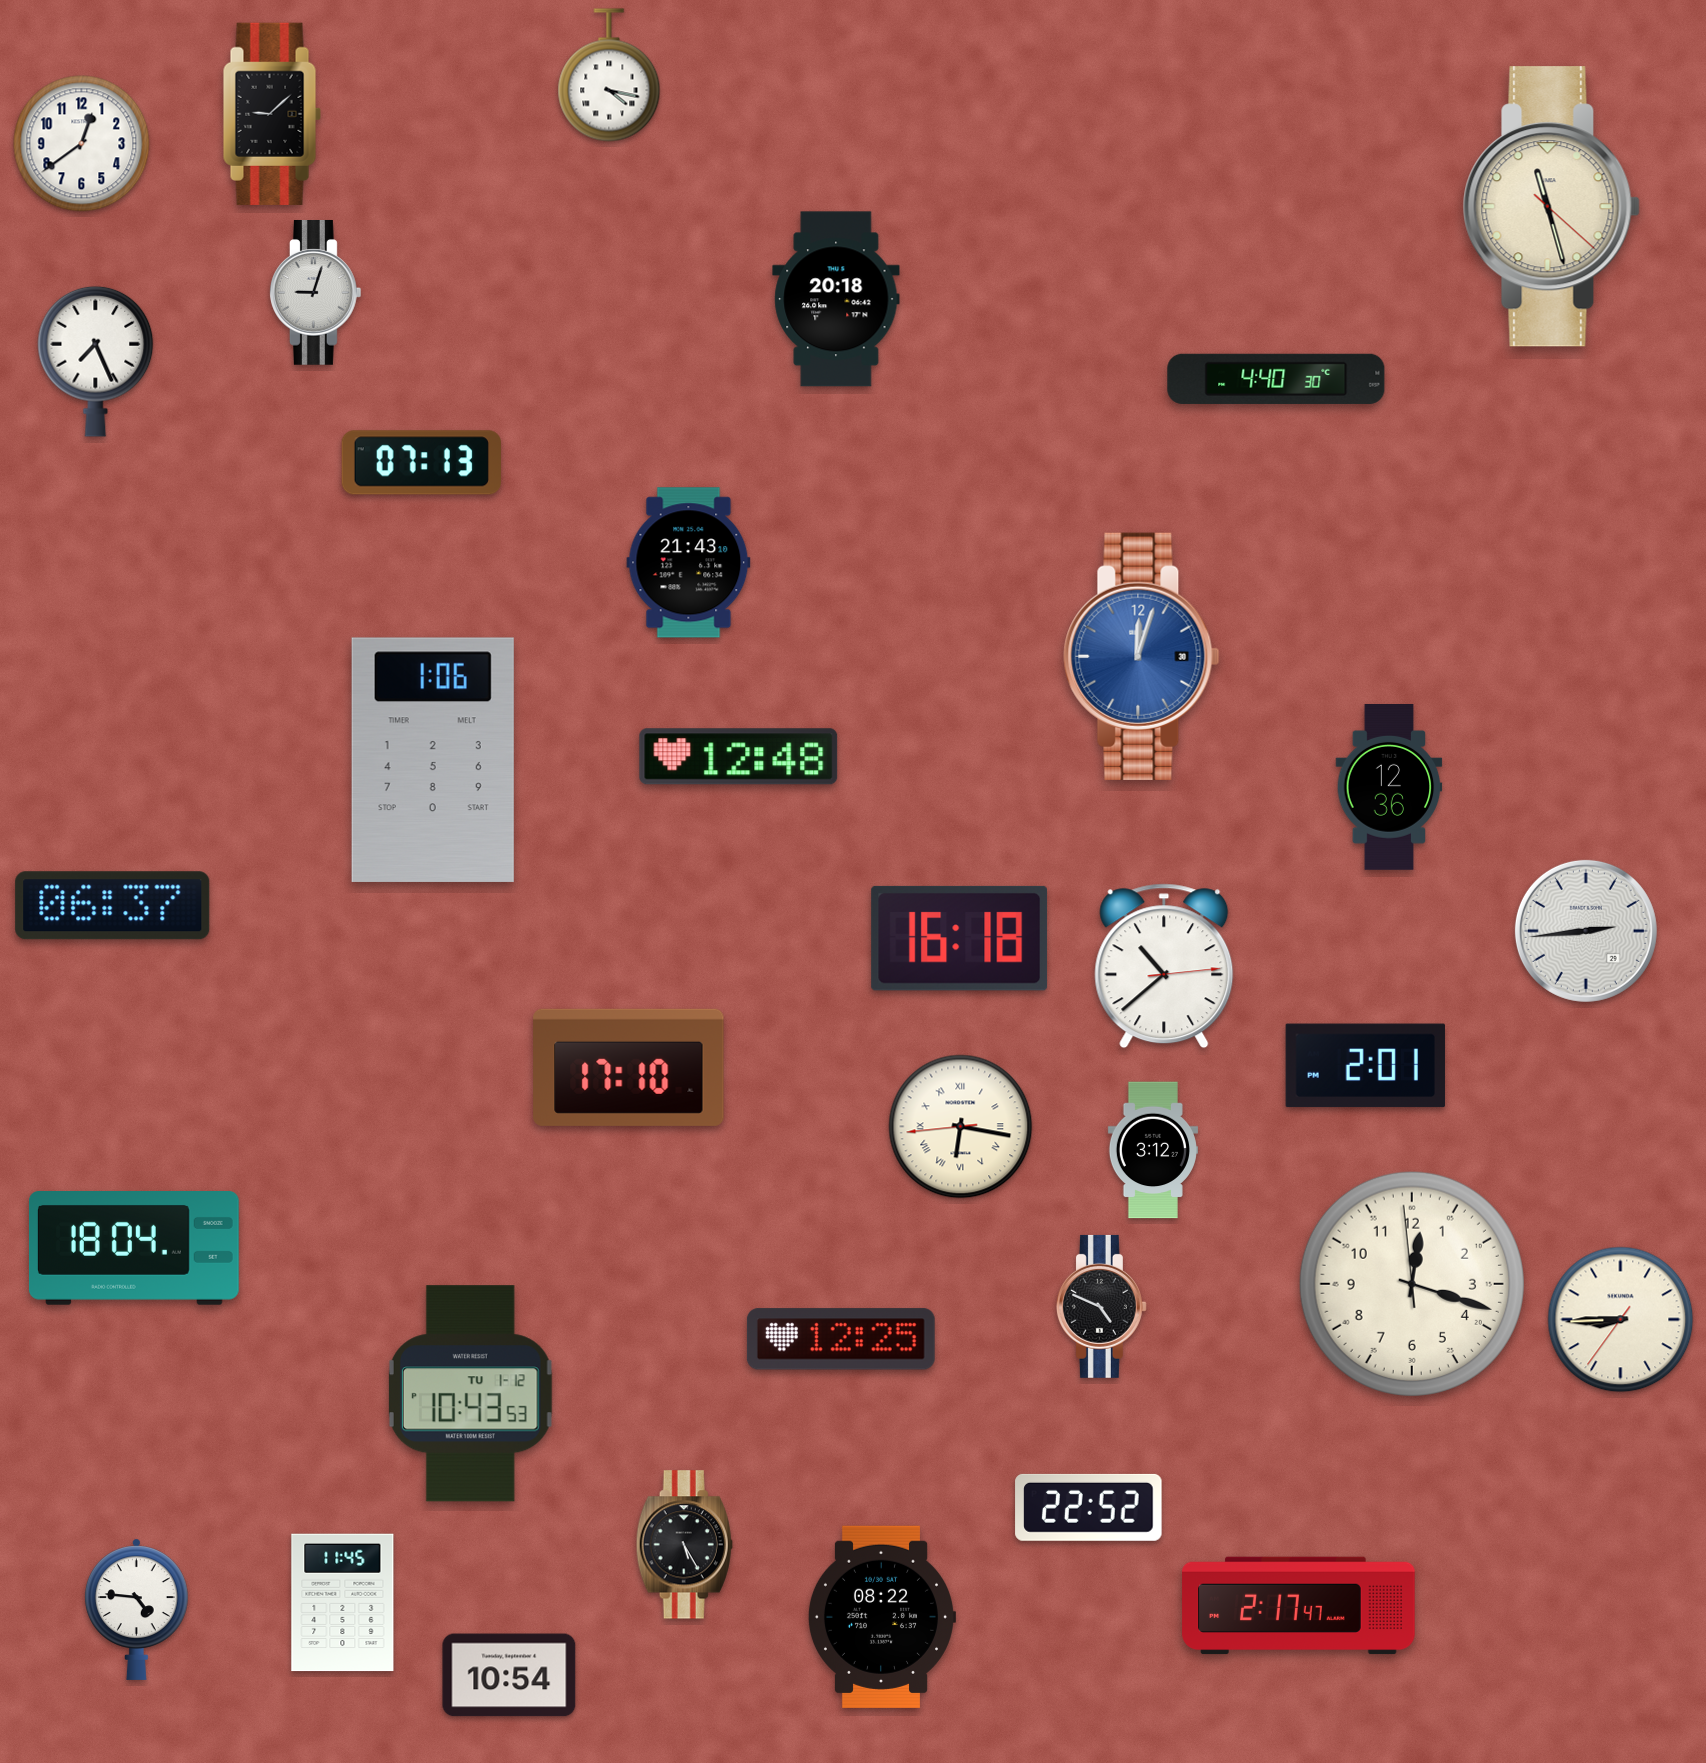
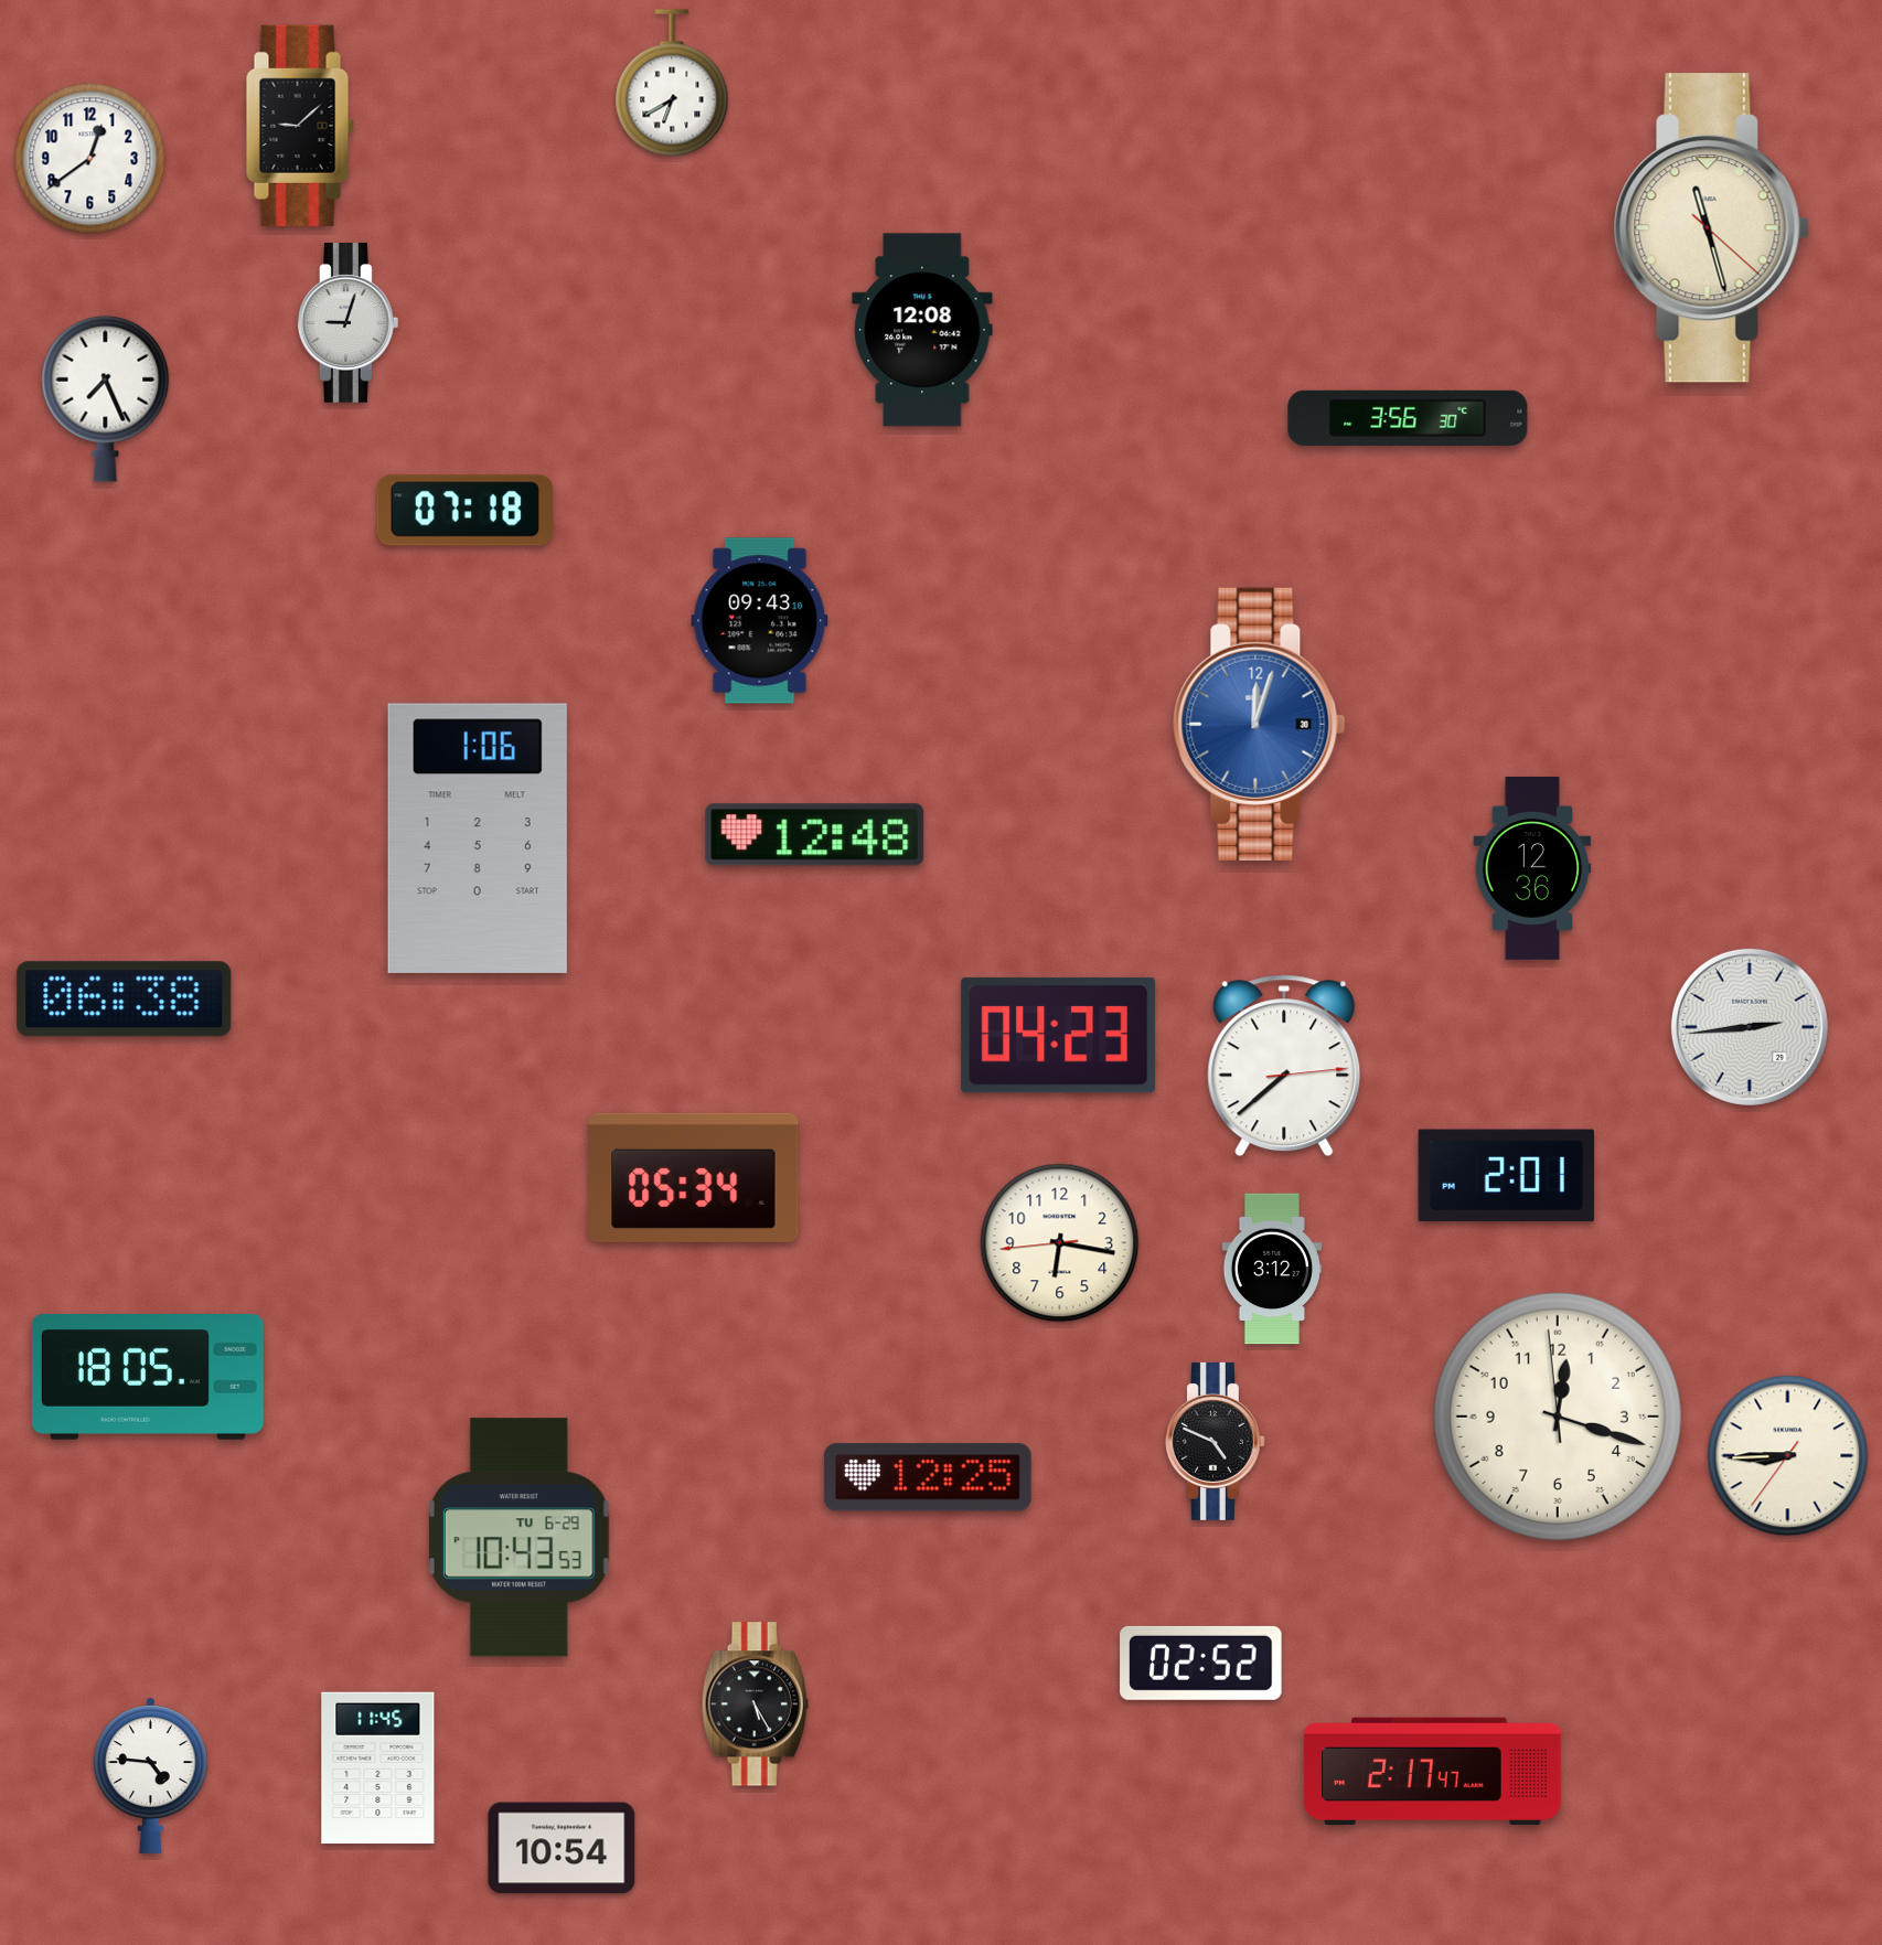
clock at (609, 75): 4:17 -> 6:40
clock at (836, 299): 20:18 -> 12:08
clock at (1276, 379): 4:40 -> 3:56
clock at (421, 463): 07:13 -> 07:18
clock at (689, 563): 21:43 -> 09:43
clock at (113, 906): 06:37 -> 06:38
clock at (960, 938): 16:18 -> 04:23
clock at (1164, 966): 10:38 -> 7:38
clock at (629, 1067): 17:10 -> 05:34
clock at (961, 1127) numerals: Roman -> Arabic
clock at (134, 1249): 18:04 -> 18:05
clock at (470, 1394) date: TU 1-12 -> TU 6-29
clock at (1089, 1507): 22:52 -> 02:52
clock at (881, 1617): 08:22 -> none
